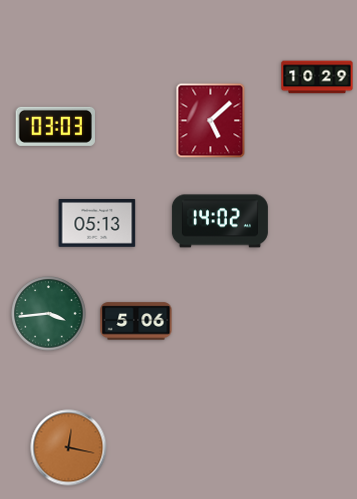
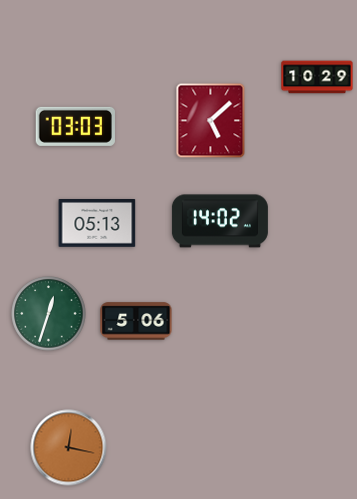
clock at (55, 126) position: (55, 126) -> (75, 126)
clock at (49, 314): 3:44 -> 12:33
